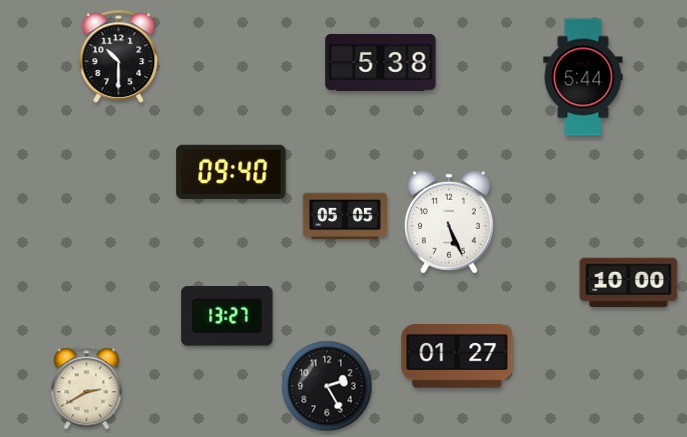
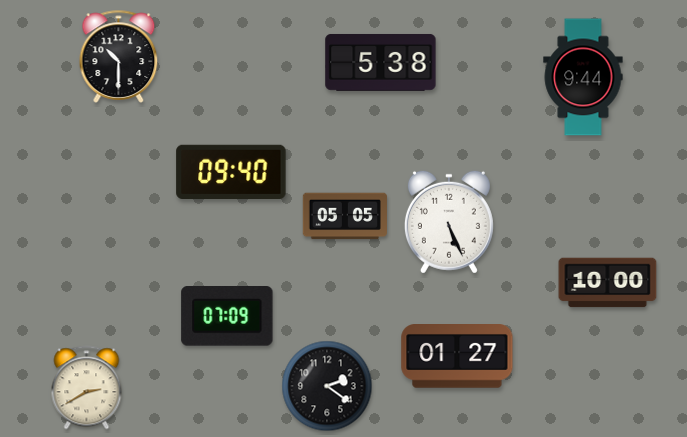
clock at (583, 77): 5:44 -> 9:44
clock at (629, 283) position: (629, 283) -> (608, 283)
clock at (227, 317): 13:27 -> 07:09
clock at (327, 386): 2:25 -> 2:21
